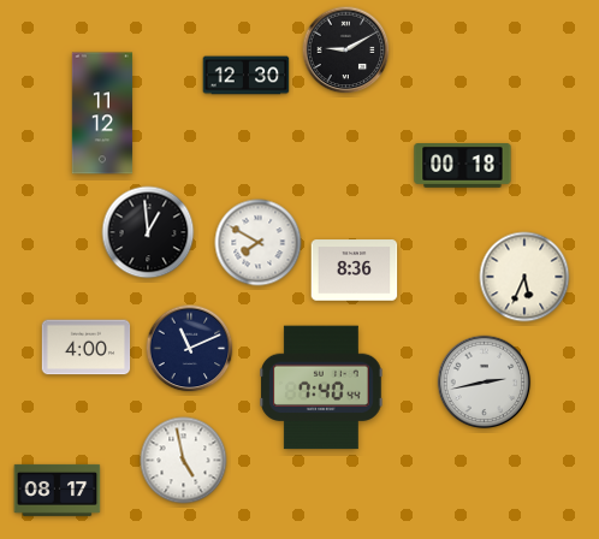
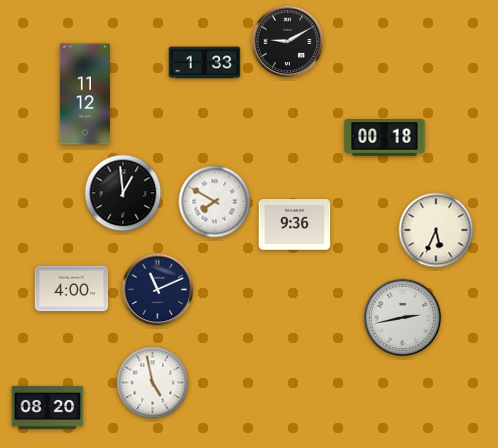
clock at (247, 76): 12:30 -> 1:33
clock at (355, 271): 8:36 -> 9:36
clock at (321, 387): 7:40 -> none
clock at (58, 490): 08:17 -> 08:20
